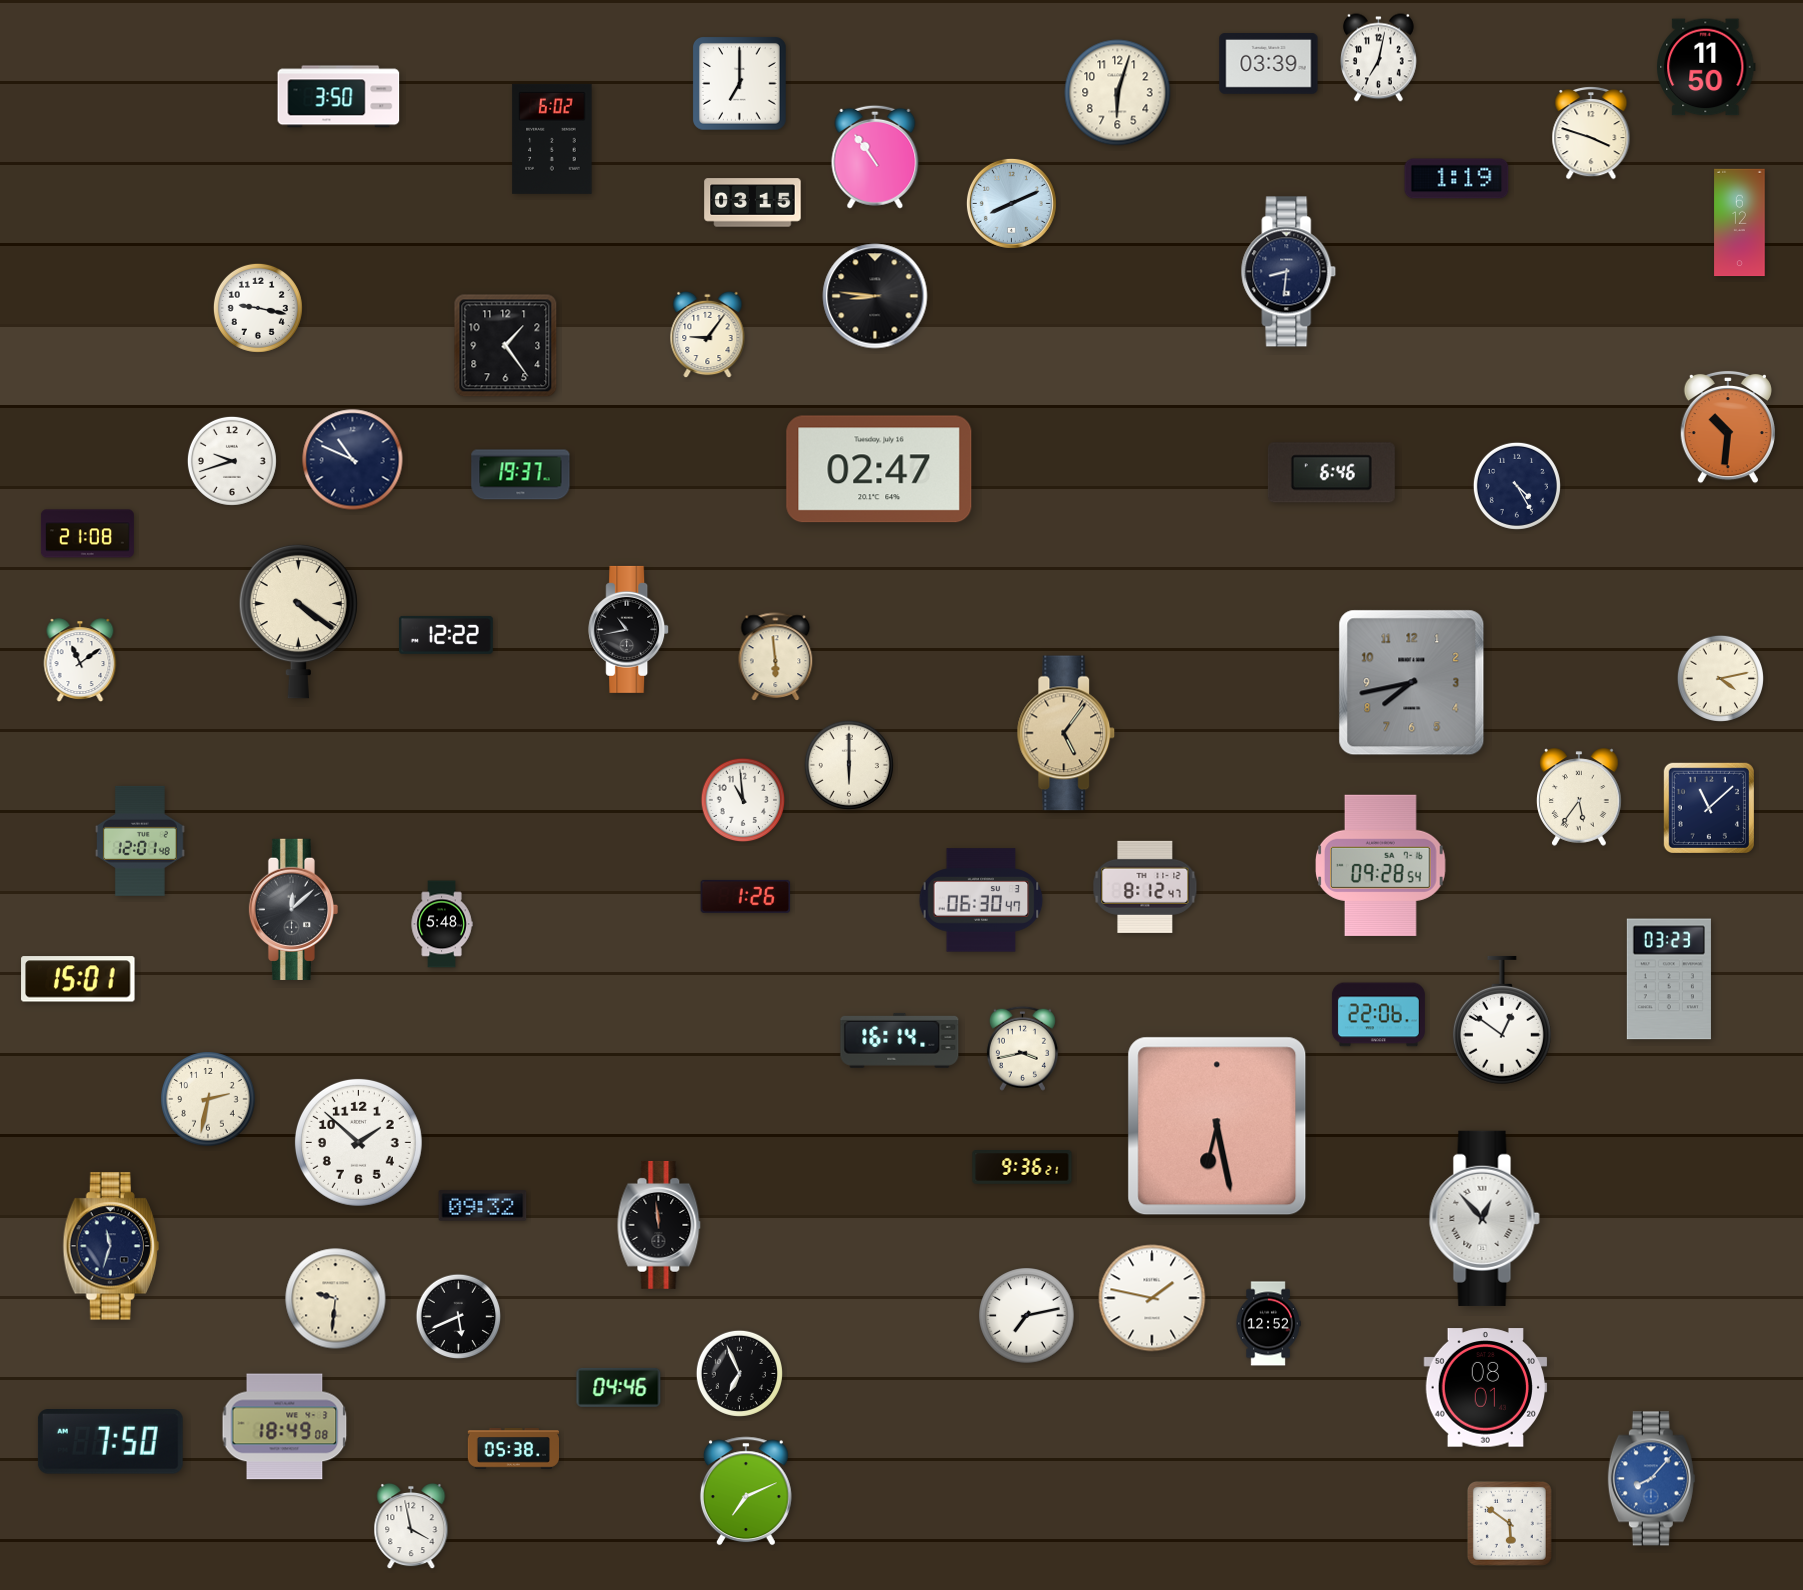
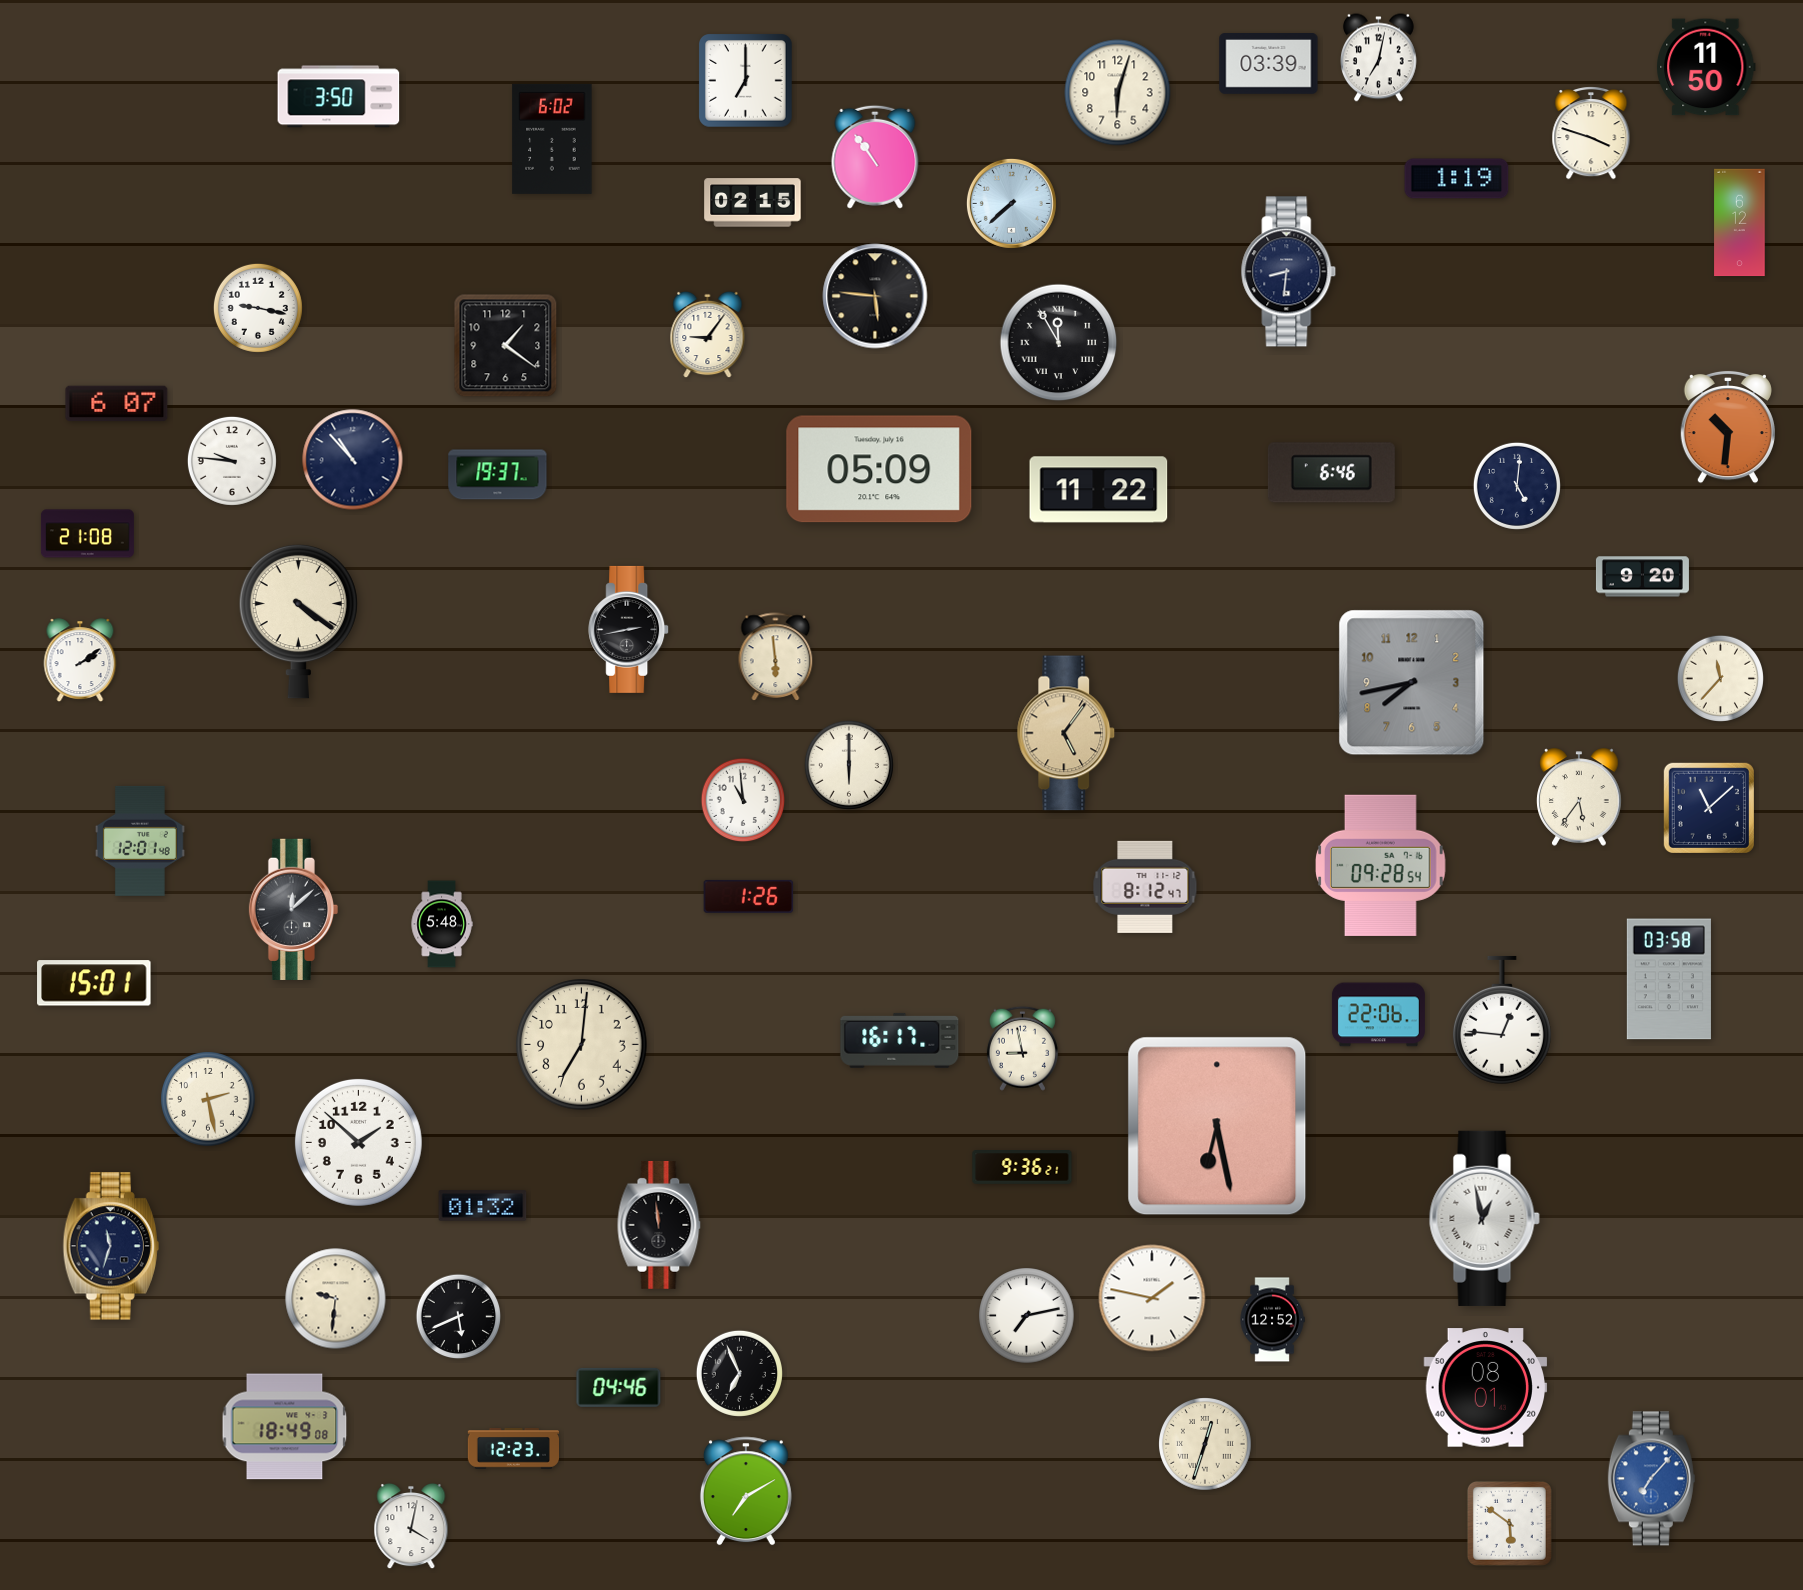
clock at (740, 84) position: (740, 84) -> (746, 81)
clock at (753, 203): 03:15 -> 02:15
clock at (1011, 203): 8:11 -> 7:38
clock at (875, 296): 8:46 -> 5:46
clock at (1059, 343): none -> 11:55
clock at (506, 346): 1:24 -> 1:21
clock at (117, 404): none -> 6:07
clock at (353, 460): 10:49 -> 10:53
clock at (232, 461): 9:42 -> 9:46
clock at (879, 469): 02:47 -> 05:09
clock at (521, 475) position: (521, 475) -> (498, 475)
clock at (1517, 486): 4:25 -> 5:01
clock at (1099, 490): none -> 11:22
clock at (1642, 577): none -> 9:20
clock at (629, 629): 10:43 -> 2:43
clock at (446, 635): 12:22 -> none
clock at (80, 661): 11:09 -> 2:09
clock at (1720, 678): 4:13 -> 11:37
clock at (746, 896) position: (746, 896) -> (749, 896)
clock at (981, 900): 06:30 -> none
clock at (78, 979) position: (78, 979) -> (94, 983)
clock at (1669, 979): 03:23 -> 03:58
clock at (1502, 1020): 12:51 -> 12:46
clock at (900, 1040): 16:14 -> 16:17
clock at (582, 1045): none -> 7:01
clock at (1022, 1048): 3:43 -> 8:58
clock at (208, 1099): 2:32 -> 2:28
clock at (483, 1206): 09:32 -> 01:32
clock at (1484, 1218): 12:53 -> 12:58
clock at (1268, 1324) position: (1268, 1324) -> (1272, 1320)
clock at (110, 1442): 7:50 -> none
clock at (1206, 1445): none -> 12:33
clock at (513, 1449): 05:38 -> 12:23
clock at (1651, 1479): 8:07 -> 7:07
clock at (746, 1491): 7:11 -> 7:10
clock at (411, 1526): 3:58 -> 4:02
